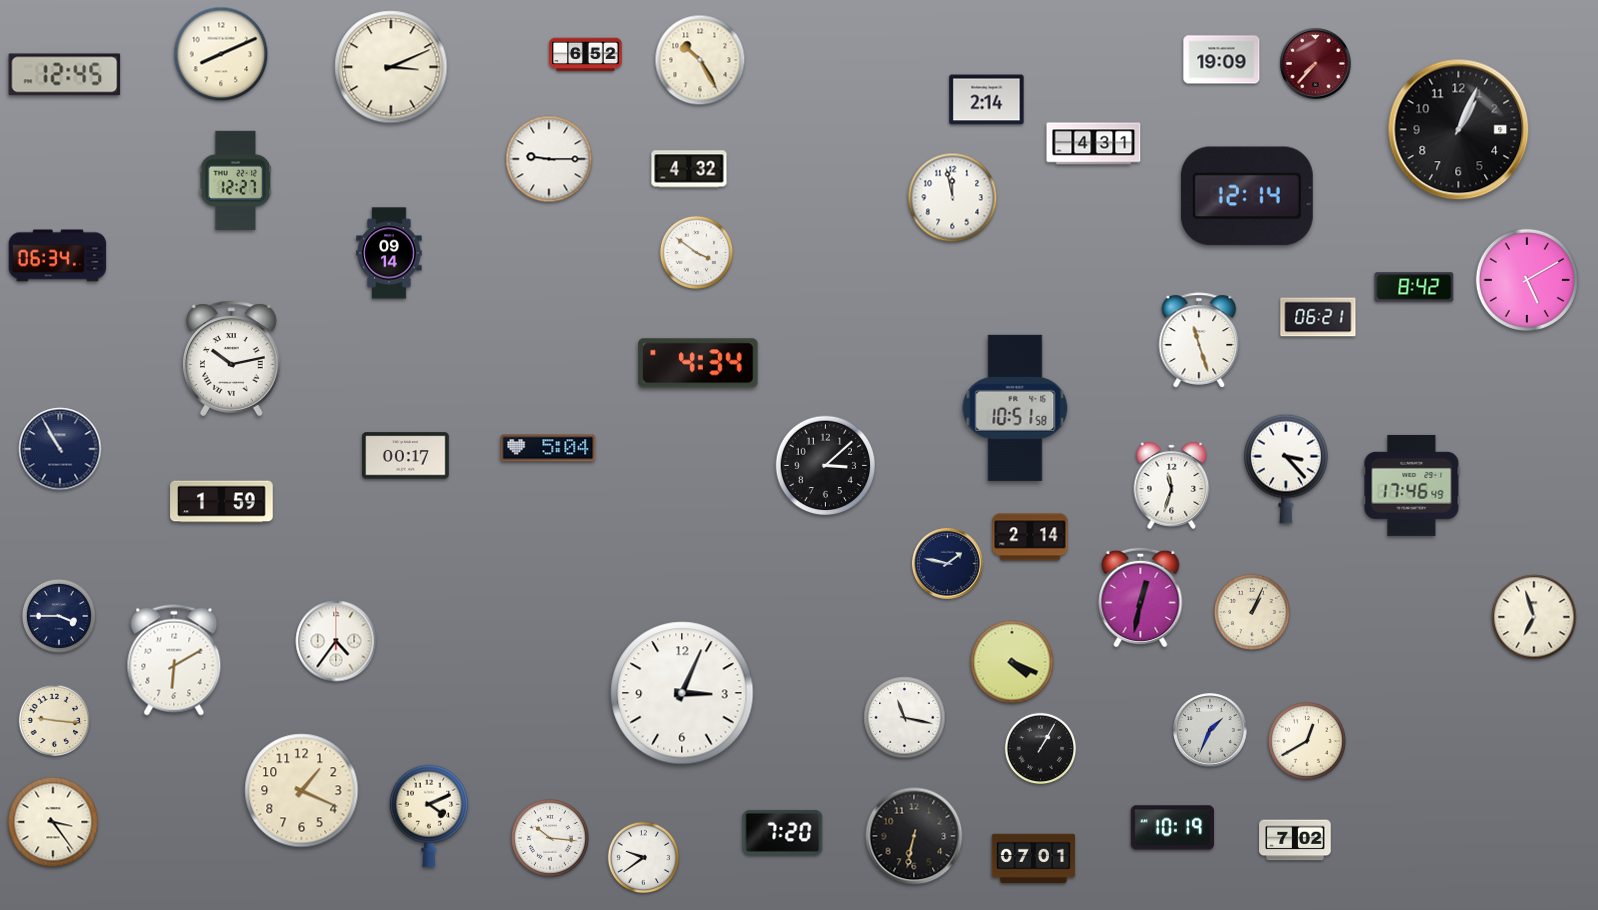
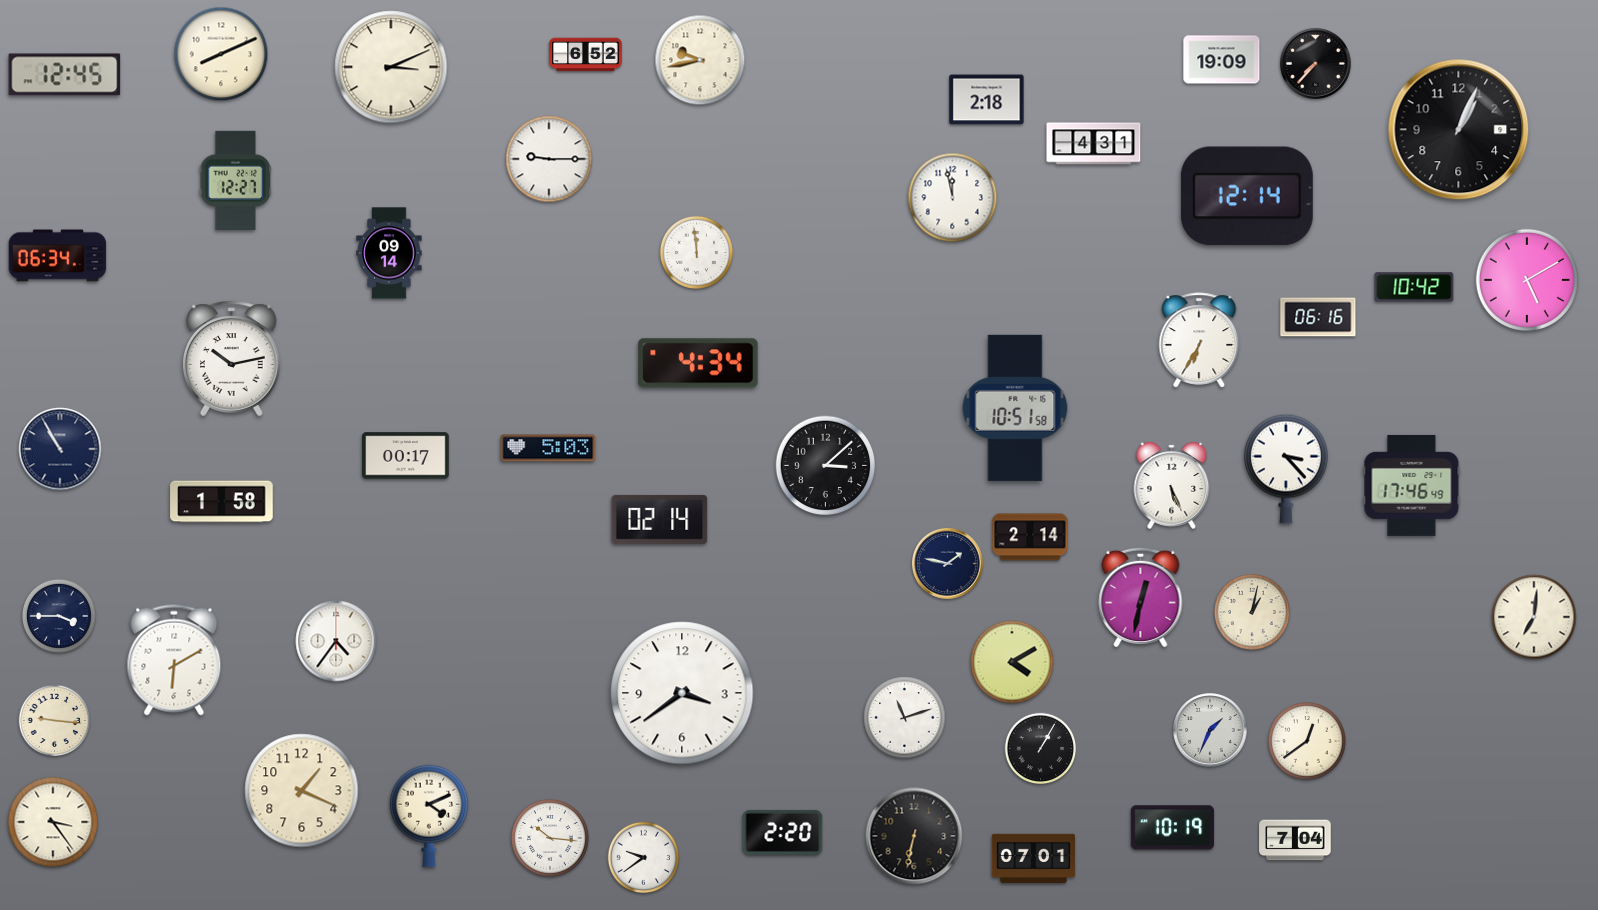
clock at (700, 60): 10:25 -> 9:43
clock at (1316, 64) dial: burgundy -> black
clock at (987, 100): 2:14 -> 2:18
clock at (689, 169): 4:32 -> none
clock at (696, 252): 3:51 -> 11:59
clock at (1414, 287): 8:42 -> 10:42
clock at (1318, 317): 06:21 -> 06:16
clock at (1199, 340): 11:27 -> 6:35
clock at (548, 448): 5:04 -> 5:03
clock at (1172, 485): 11:33 -> 5:26
clock at (222, 502): 1:59 -> 1:58
clock at (660, 519): none -> 02:14
clock at (1252, 612): 1:04 -> 1:02
clock at (1534, 617): 6:57 -> 7:01
clock at (1012, 662): 4:19 -> 4:10
clock at (682, 693): 3:04 -> 3:39
clock at (905, 718): 11:17 -> 11:12
clock at (1308, 742): 12:40 -> 12:39
clock at (783, 832): 7:20 -> 2:20
clock at (1295, 840): 7:02 -> 7:04
